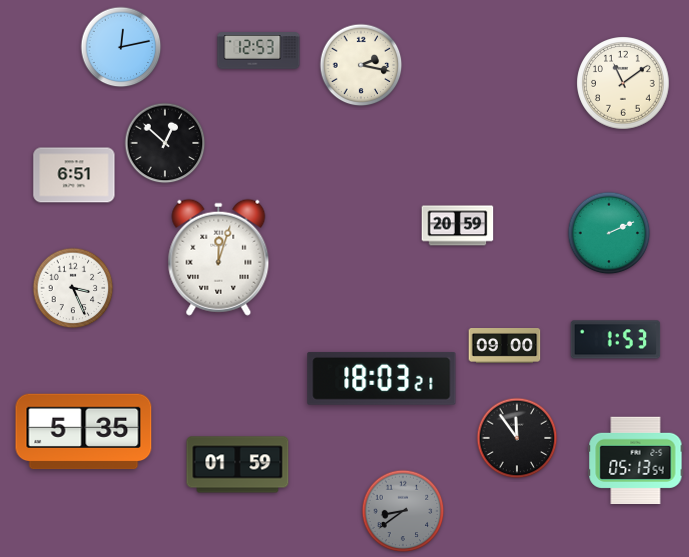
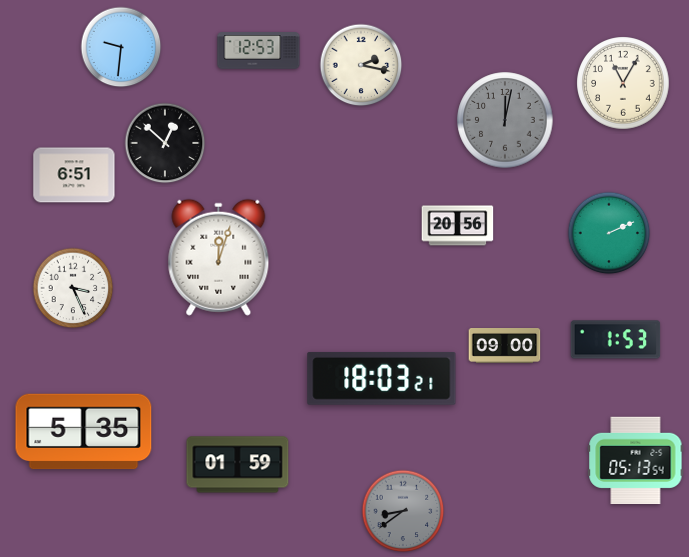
clock at (121, 47): 12:13 -> 9:31
clock at (623, 83): 11:09 -> 11:05
clock at (505, 120): none -> 12:02
clock at (458, 226): 20:59 -> 20:56
clock at (517, 438): 11:54 -> none
